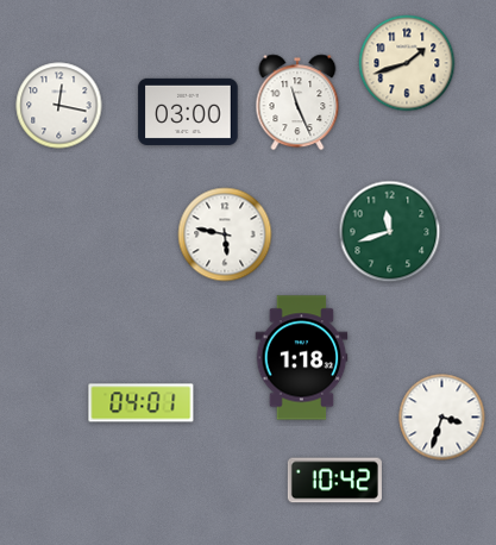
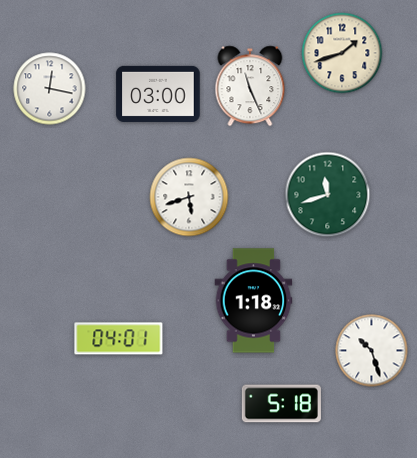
clock at (225, 234): 5:47 -> 5:42
clock at (442, 418): 3:33 -> 10:27
clock at (334, 481): 10:42 -> 5:18
